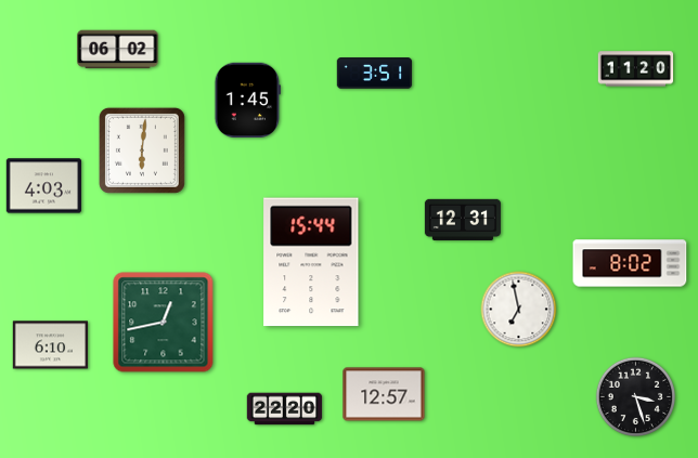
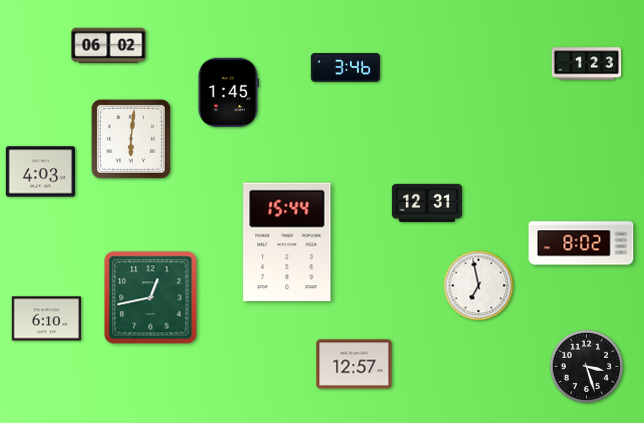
clock at (636, 69): 11:20 -> 1:23
clock at (375, 74): 3:51 -> 3:46
clock at (285, 409): 22:20 -> none
